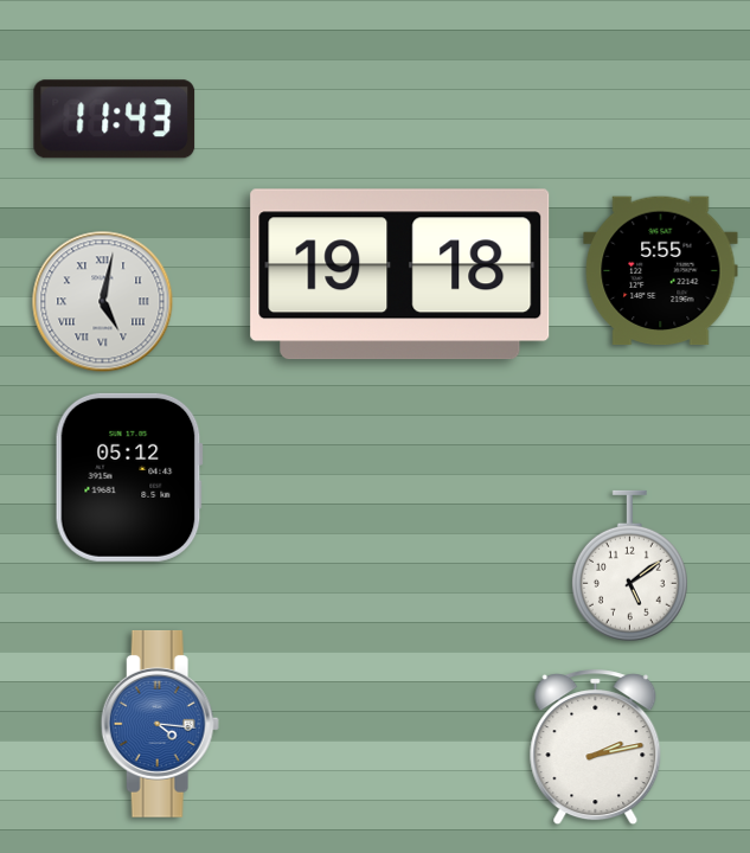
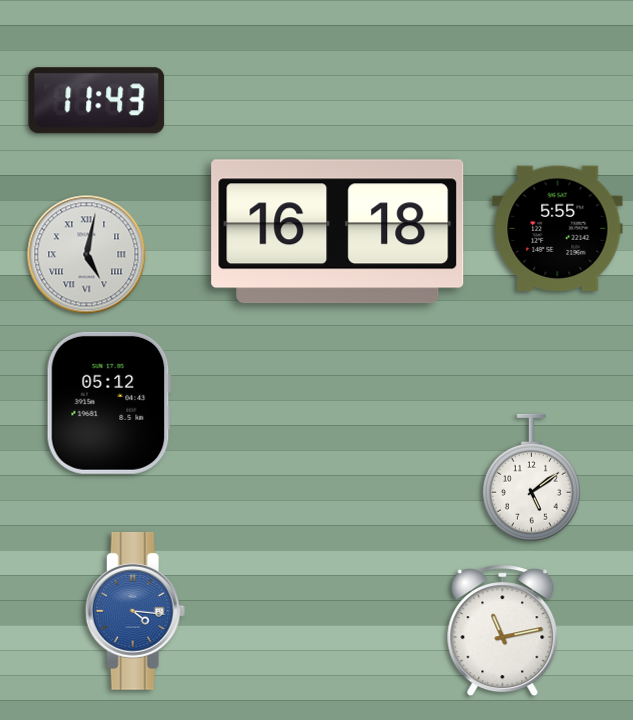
clock at (400, 275): 19:18 -> 16:18
clock at (596, 748): 2:13 -> 11:13
